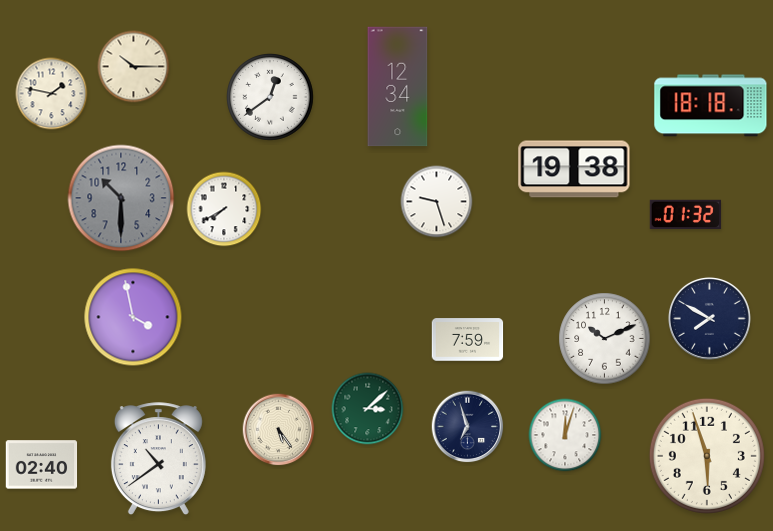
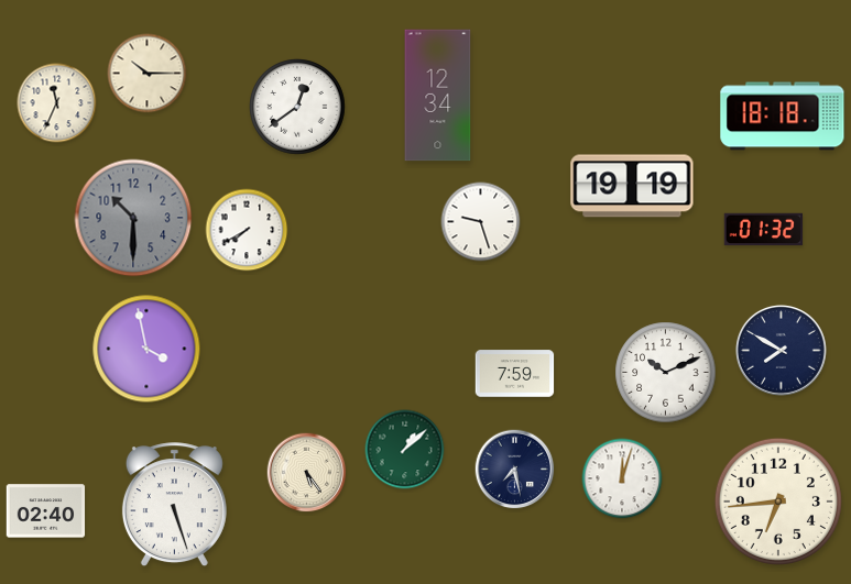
clock at (52, 94): 1:47 -> 11:34
clock at (574, 169): 19:38 -> 19:19
clock at (686, 215) position: (686, 215) -> (764, 230)
clock at (368, 409): 3:08 -> 1:08
clock at (468, 427): 6:57 -> 7:28
clock at (707, 456): 5:57 -> 6:44
clock at (158, 459): 10:39 -> 5:27
